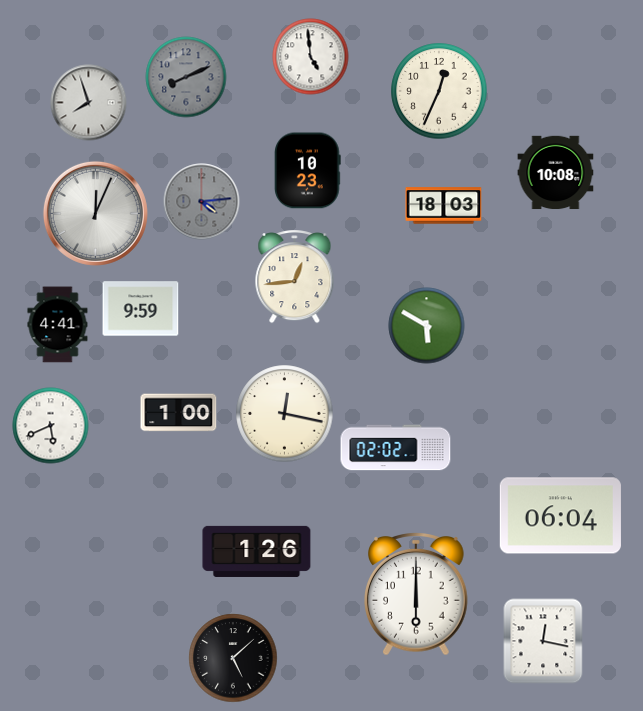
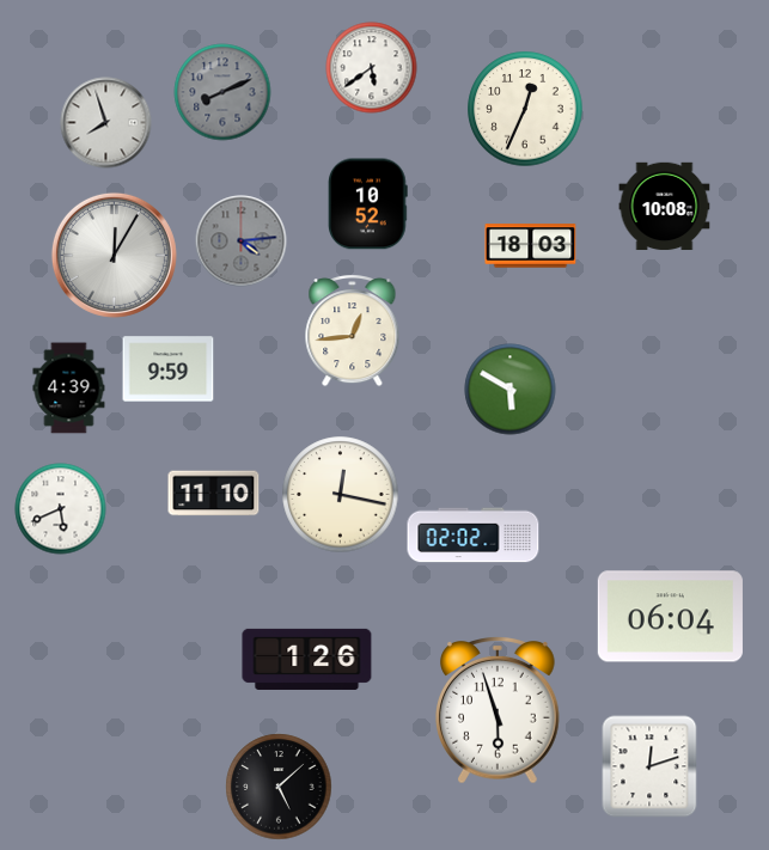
clock at (311, 57): 4:59 -> 5:39
clock at (308, 171): 10:23 -> 10:52
clock at (95, 213): 12:04 -> 12:05
clock at (58, 325): 4:41 -> 4:39
clock at (179, 413): 1:00 -> 11:10
clock at (417, 595): 6:00 -> 5:57
clock at (543, 641): 12:17 -> 12:12
